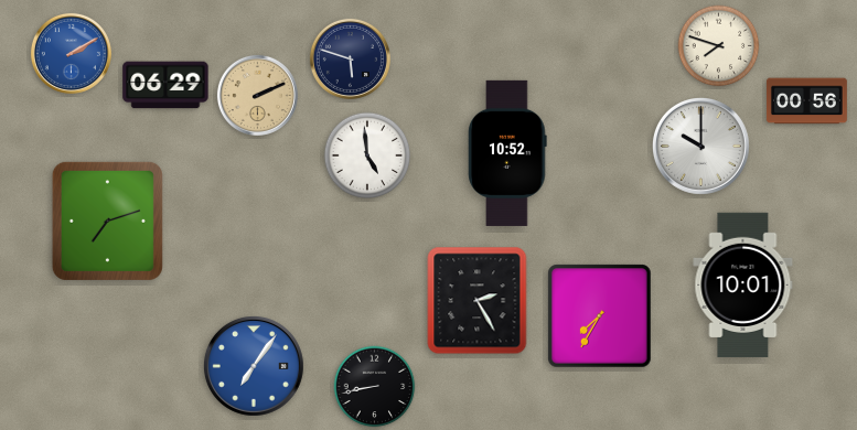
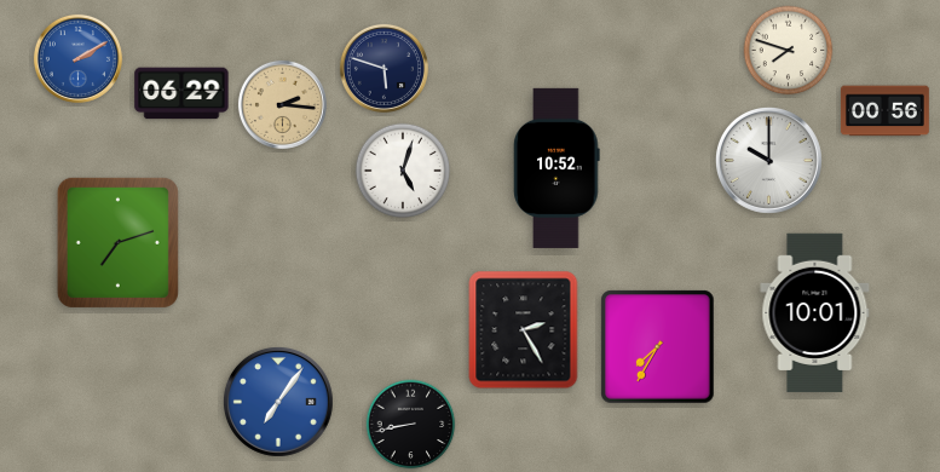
clock at (350, 58) position: (350, 58) -> (384, 68)
clock at (257, 95): 2:11 -> 2:16
clock at (367, 155): 4:59 -> 5:03
